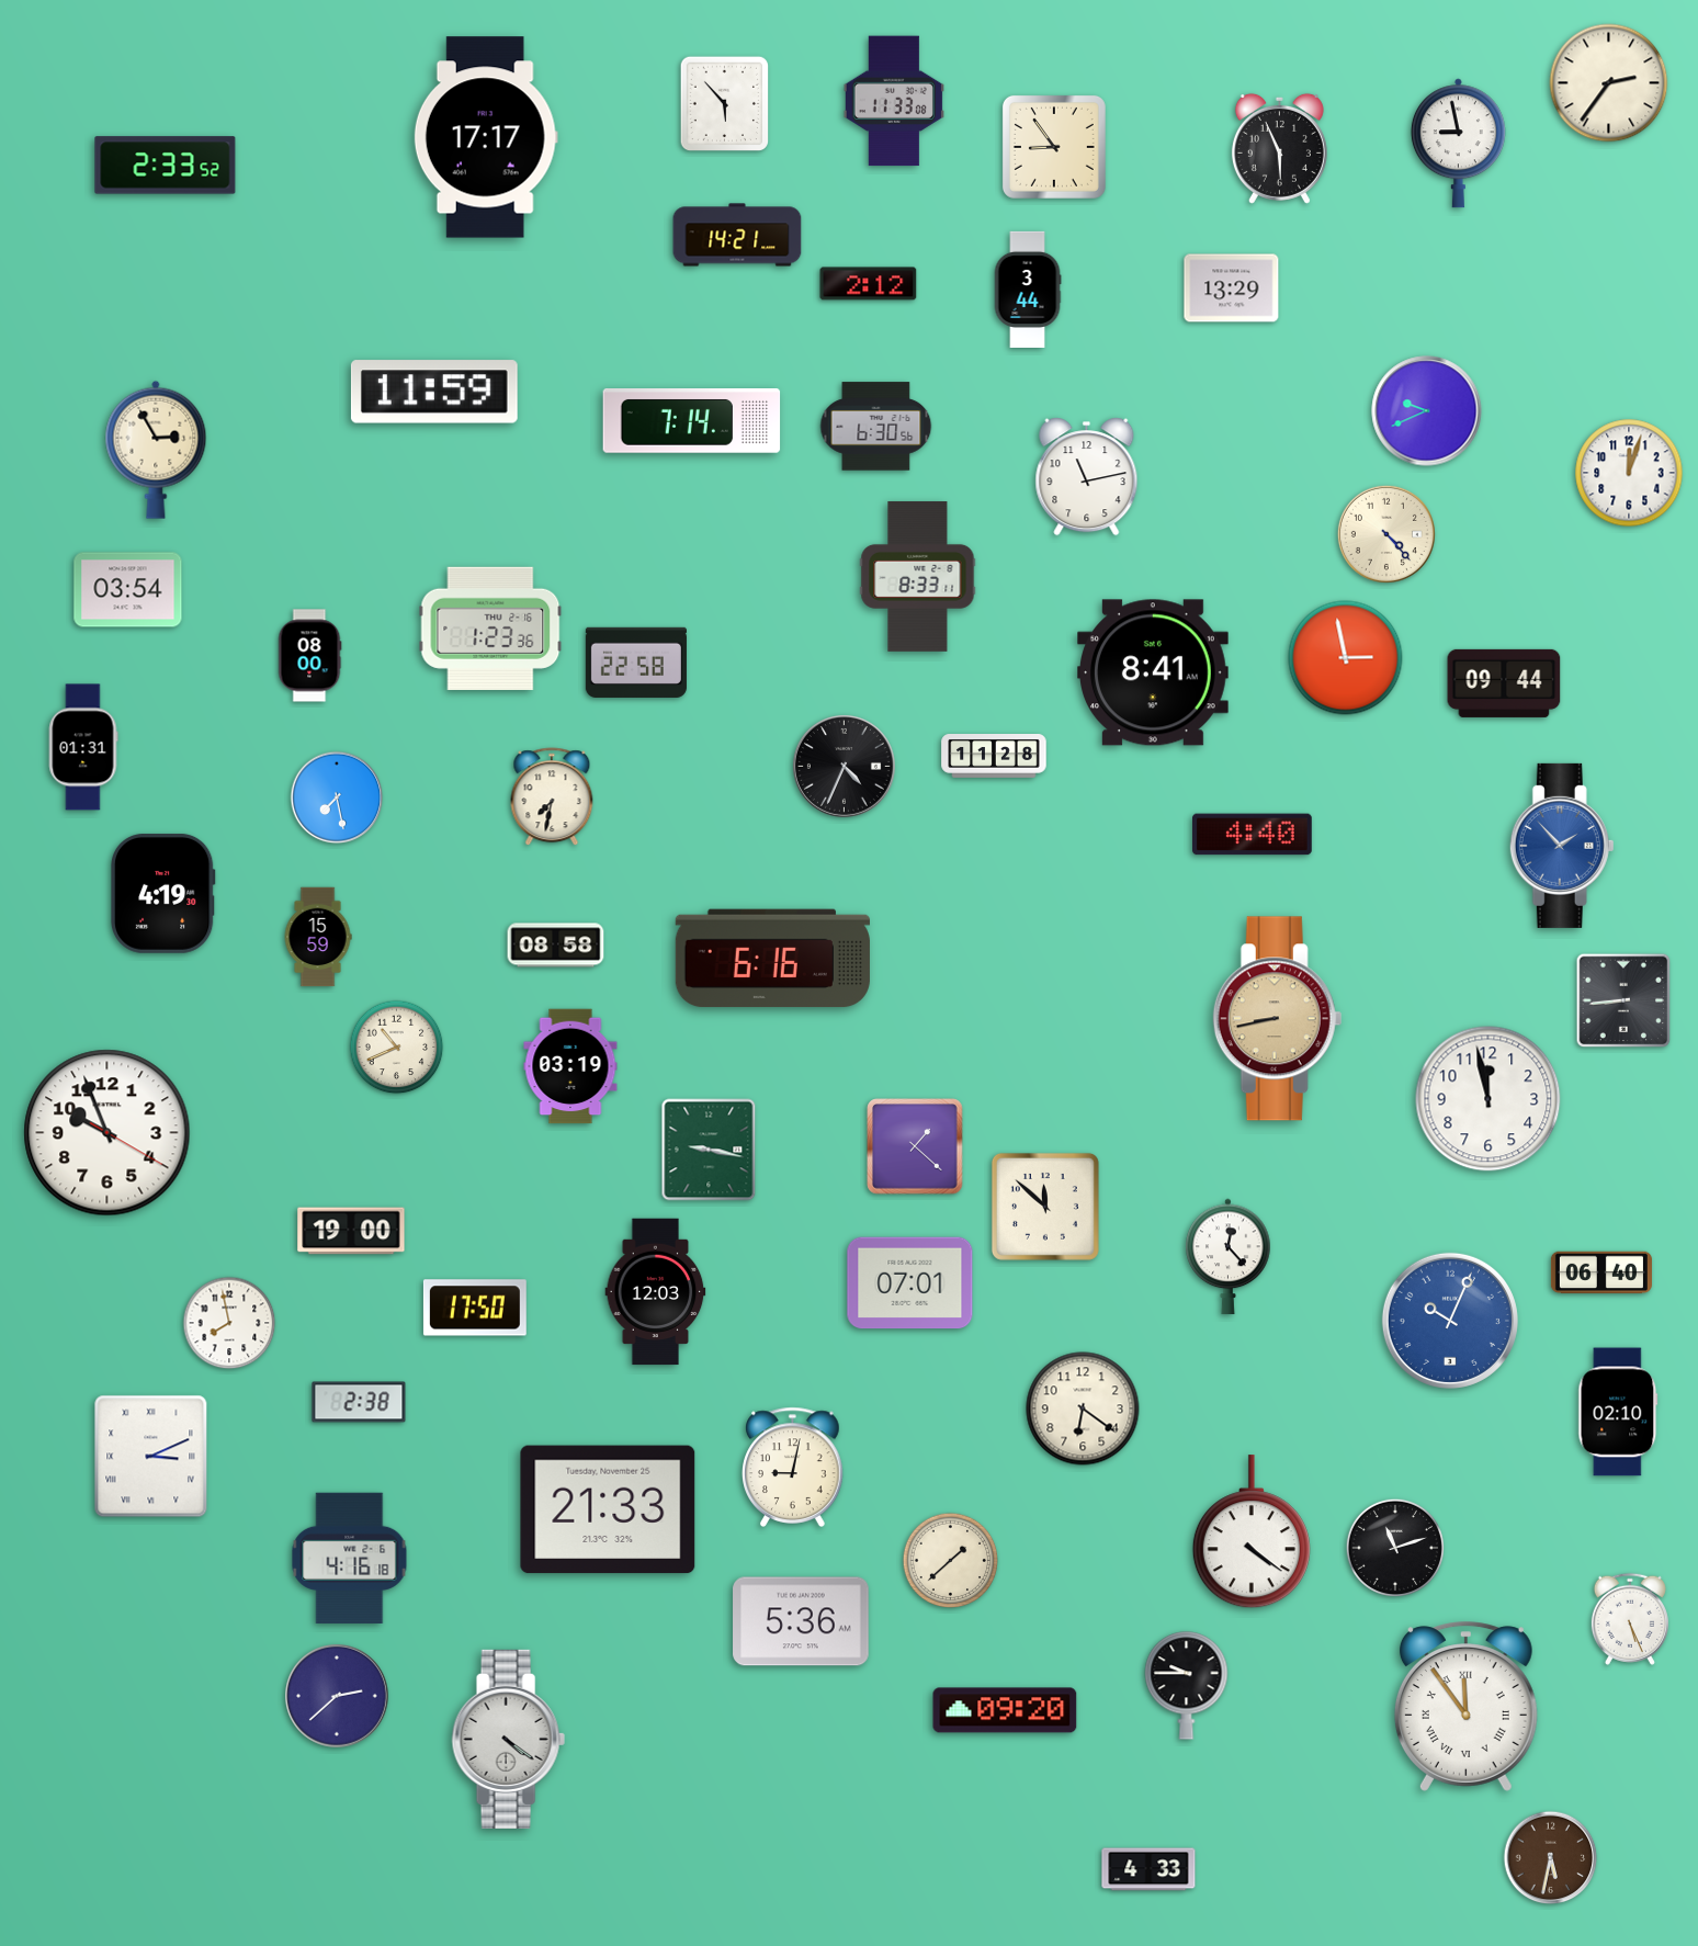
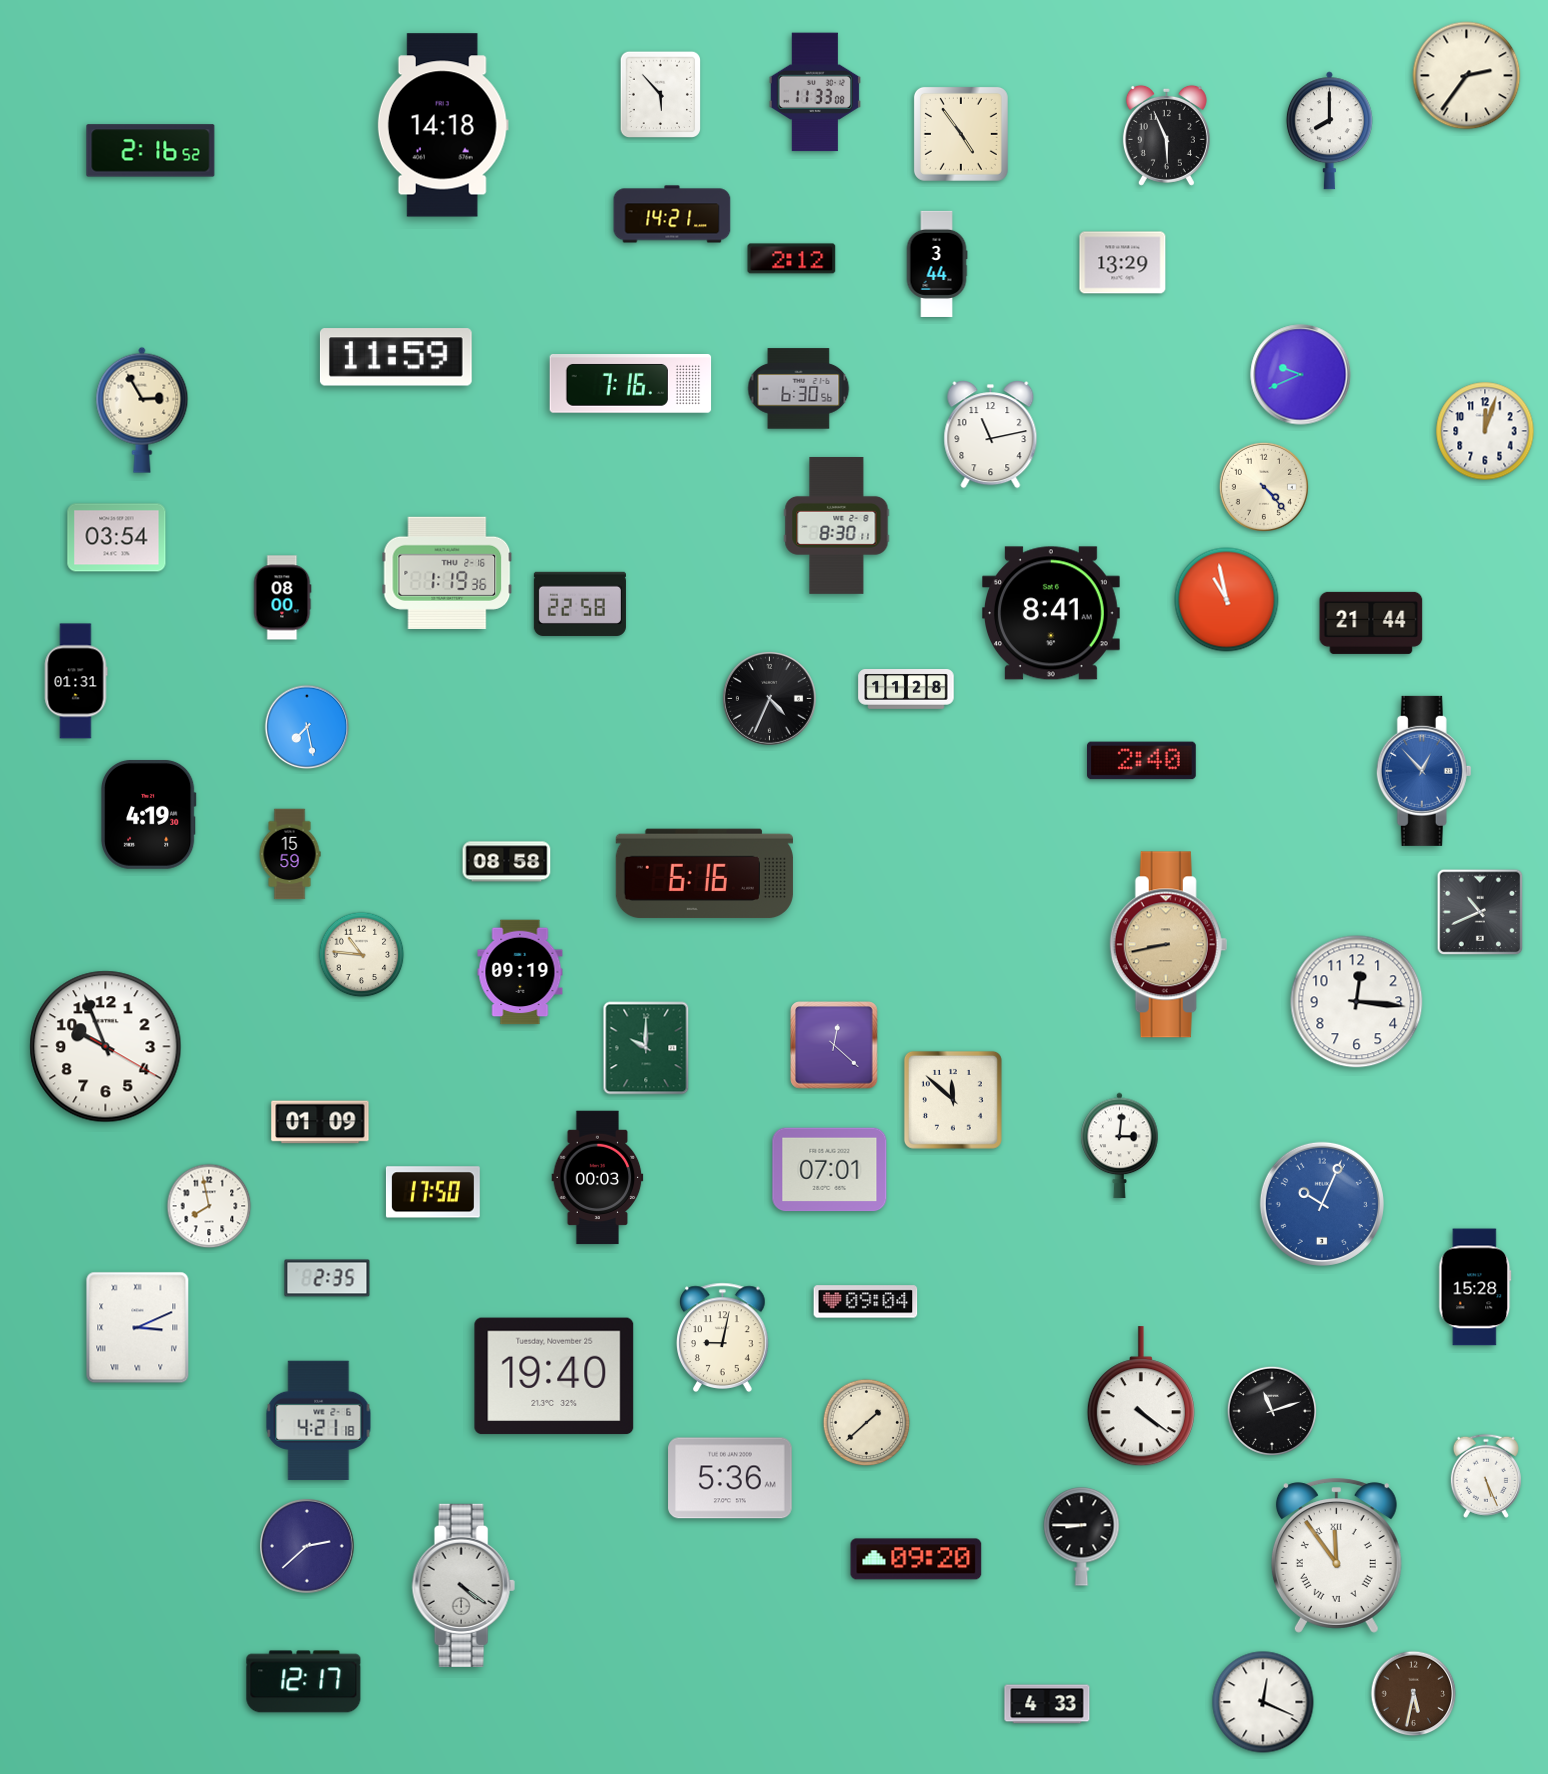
clock at (486, 137): 17:17 -> 14:18
clock at (1458, 144): 8:58 -> 8:00
clock at (1054, 147): 8:54 -> 4:54
clock at (166, 166): 2:33 -> 2:16
clock at (692, 421): 7:14 -> 7:16
clock at (918, 576): 8:33 -> 8:30
clock at (490, 629): 1:23 -> 1:19
clock at (1346, 658): 2:58 -> 10:58
clock at (1504, 683): 09:44 -> 21:44
clock at (552, 797): 7:32 -> none
clock at (1253, 835): 4:40 -> 2:40
clock at (1562, 846): 1:53 -> 12:53
clock at (1623, 1000): 8:44 -> 10:41
clock at (1278, 1019) position: (1278, 1019) -> (1169, 945)
clock at (397, 1048): 10:41 -> 10:46
clock at (570, 1066): 03:19 -> 09:19
clock at (1488, 1099): 11:58 -> 12:16
clock at (107, 1133) position: (107, 1133) -> (106, 1047)
clock at (915, 1146): 1:22 -> 12:22
clock at (709, 1150): 9:17 -> 10:00
clock at (351, 1231): 19:00 -> 01:09
clock at (1229, 1257): 12:23 -> 3:01
clock at (1601, 1272): 06:40 -> none
clock at (656, 1292): 12:03 -> 00:03
clock at (359, 1402): 2:38 -> 2:35
clock at (1083, 1408): 6:21 -> none
clock at (1618, 1412): 02:10 -> 15:28
clock at (866, 1302): none -> 09:04
clock at (608, 1509): 21:33 -> 19:40
clock at (350, 1558): 4:16 -> 4:21
clock at (1187, 1686): 9:45 -> 8:45
clock at (304, 1682): none -> 12:17
clock at (1263, 1702): none -> 12:19
